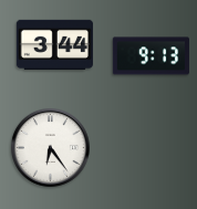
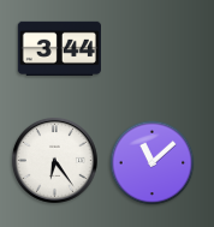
clock at (151, 56): 9:13 -> none
clock at (153, 163): none -> 11:08
